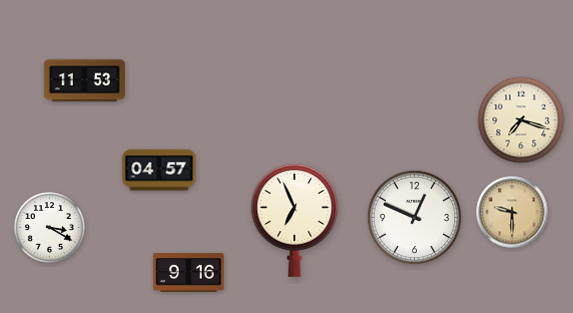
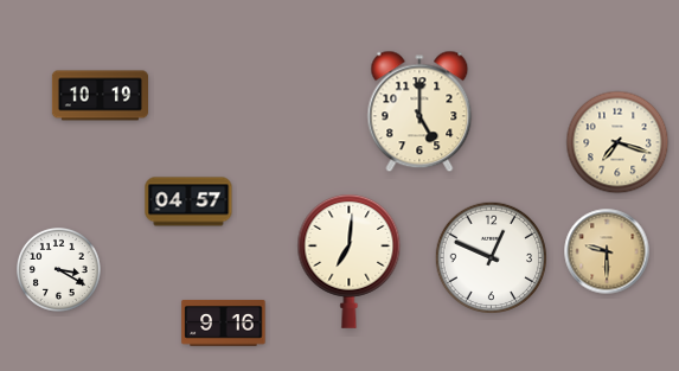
clock at (84, 81): 11:53 -> 10:19
clock at (419, 111): none -> 5:00
clock at (295, 220): 6:56 -> 7:01
